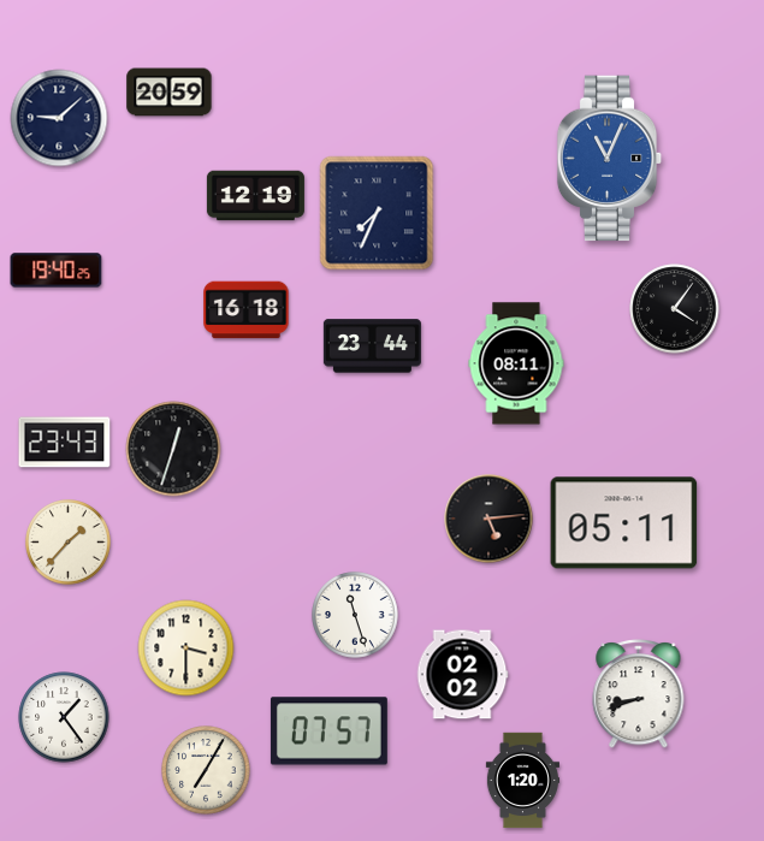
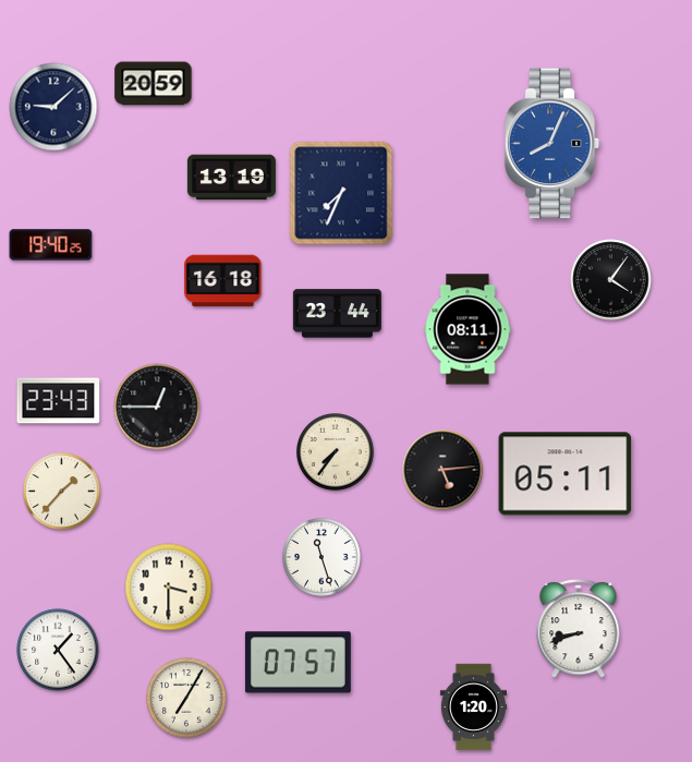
clock at (610, 159): 11:04 -> 8:04
clock at (255, 196): 12:19 -> 13:19
clock at (173, 449): 12:33 -> 12:45
clock at (336, 452): none -> 7:36
clock at (462, 675): 02:02 -> none
